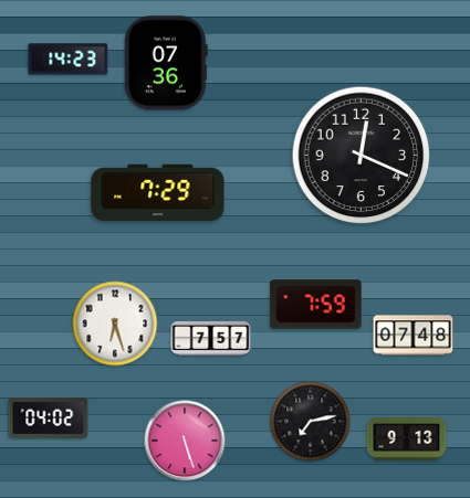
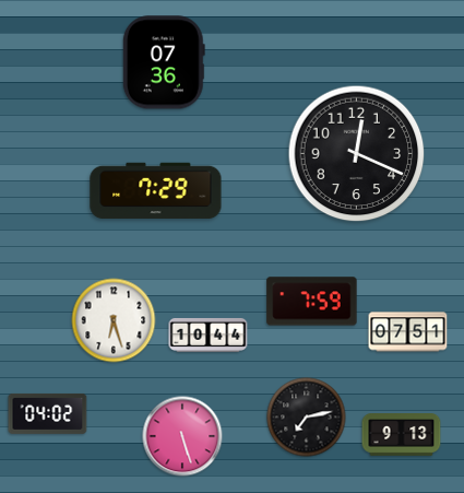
clock at (69, 60): 14:23 -> none
clock at (414, 336): 07:48 -> 07:51
clock at (211, 338): 7:57 -> 10:44
